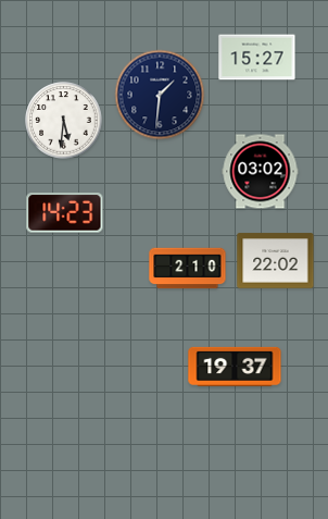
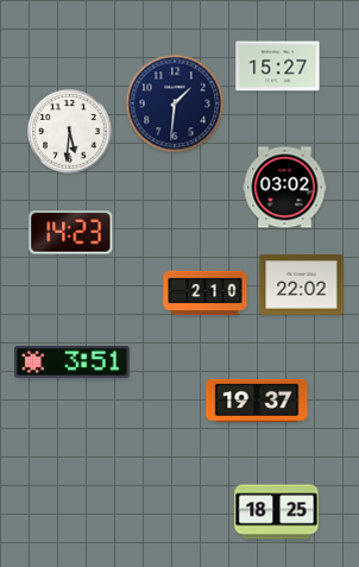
clock at (257, 58) position: (257, 58) -> (278, 67)
clock at (73, 361): none -> 3:51
clock at (277, 512): none -> 18:25
